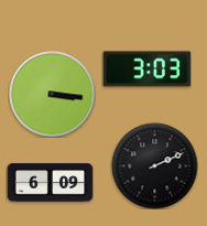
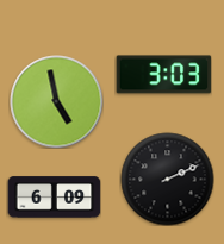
clock at (146, 69) position: (146, 69) -> (163, 75)
clock at (52, 94): 3:16 -> 4:58
